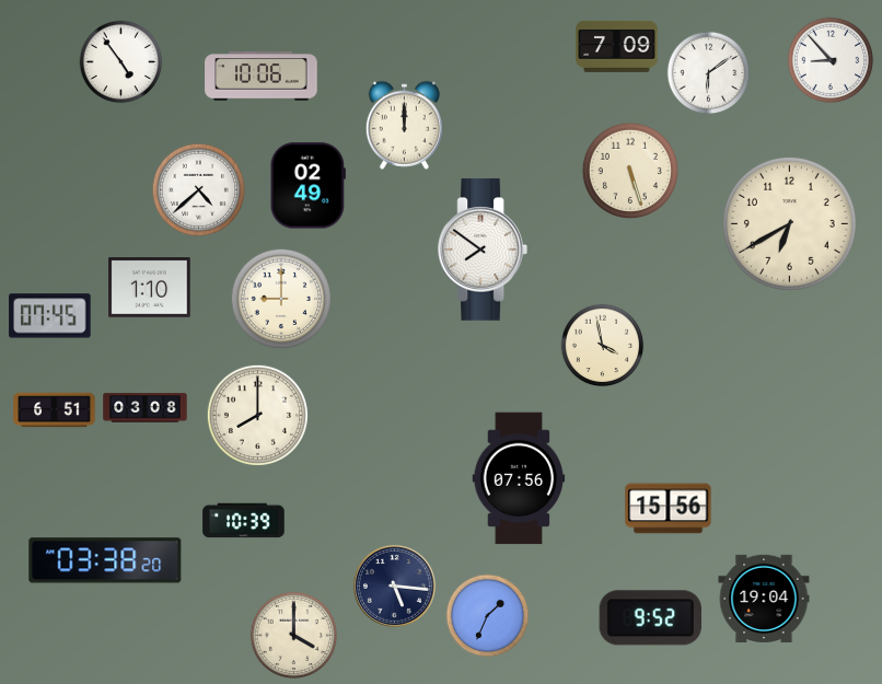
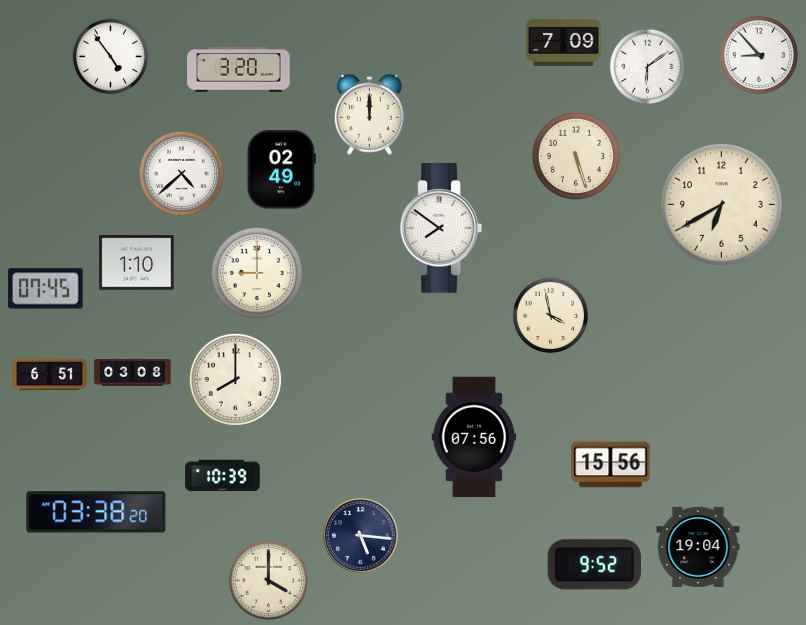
clock at (262, 77): 10:06 -> 3:20
clock at (488, 616): 1:34 -> none
